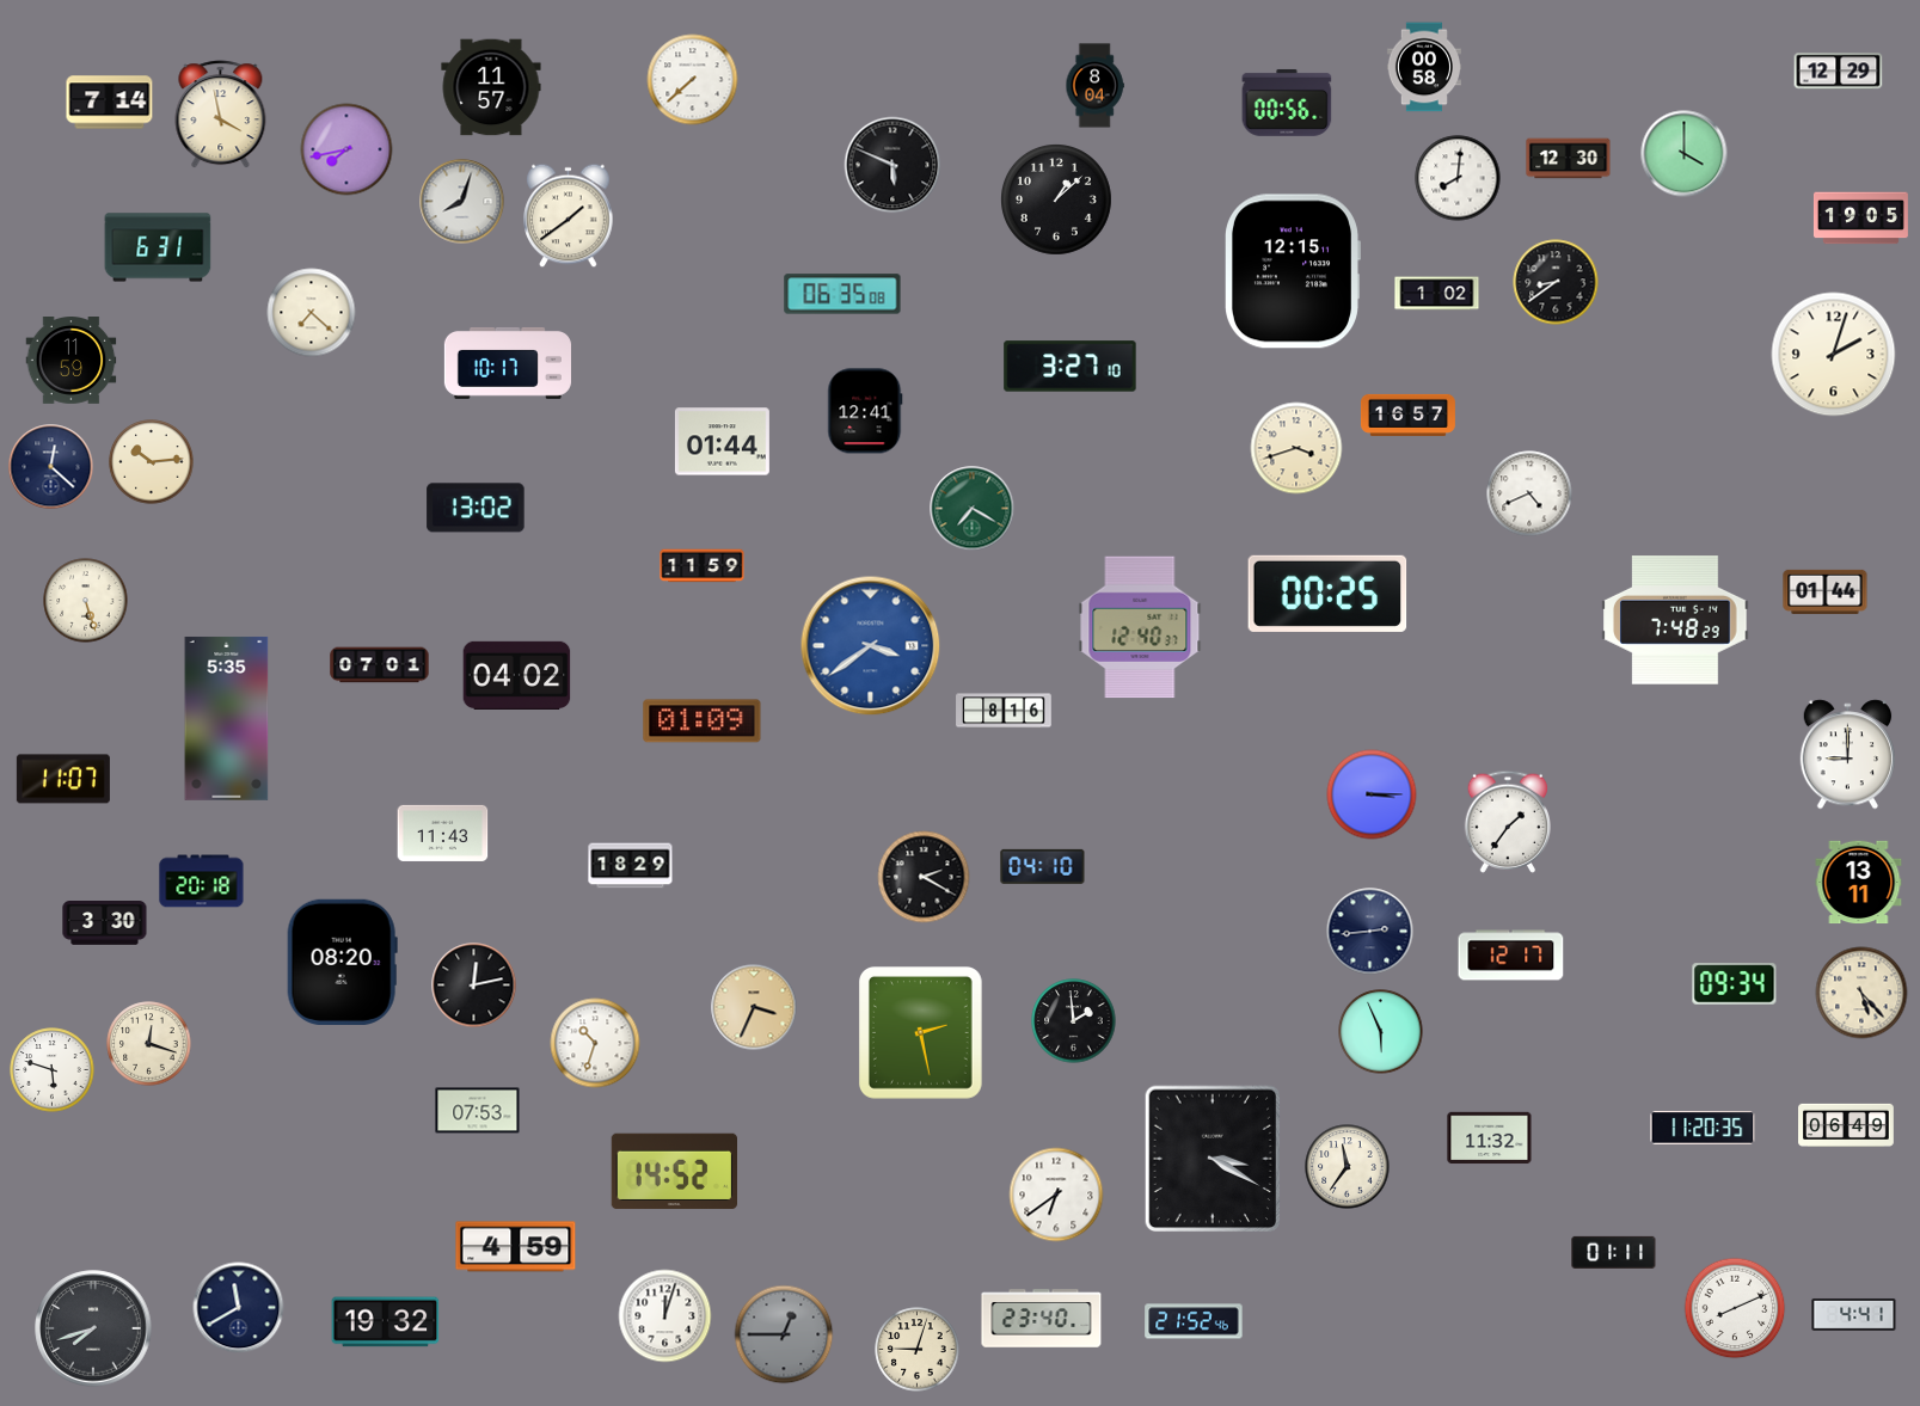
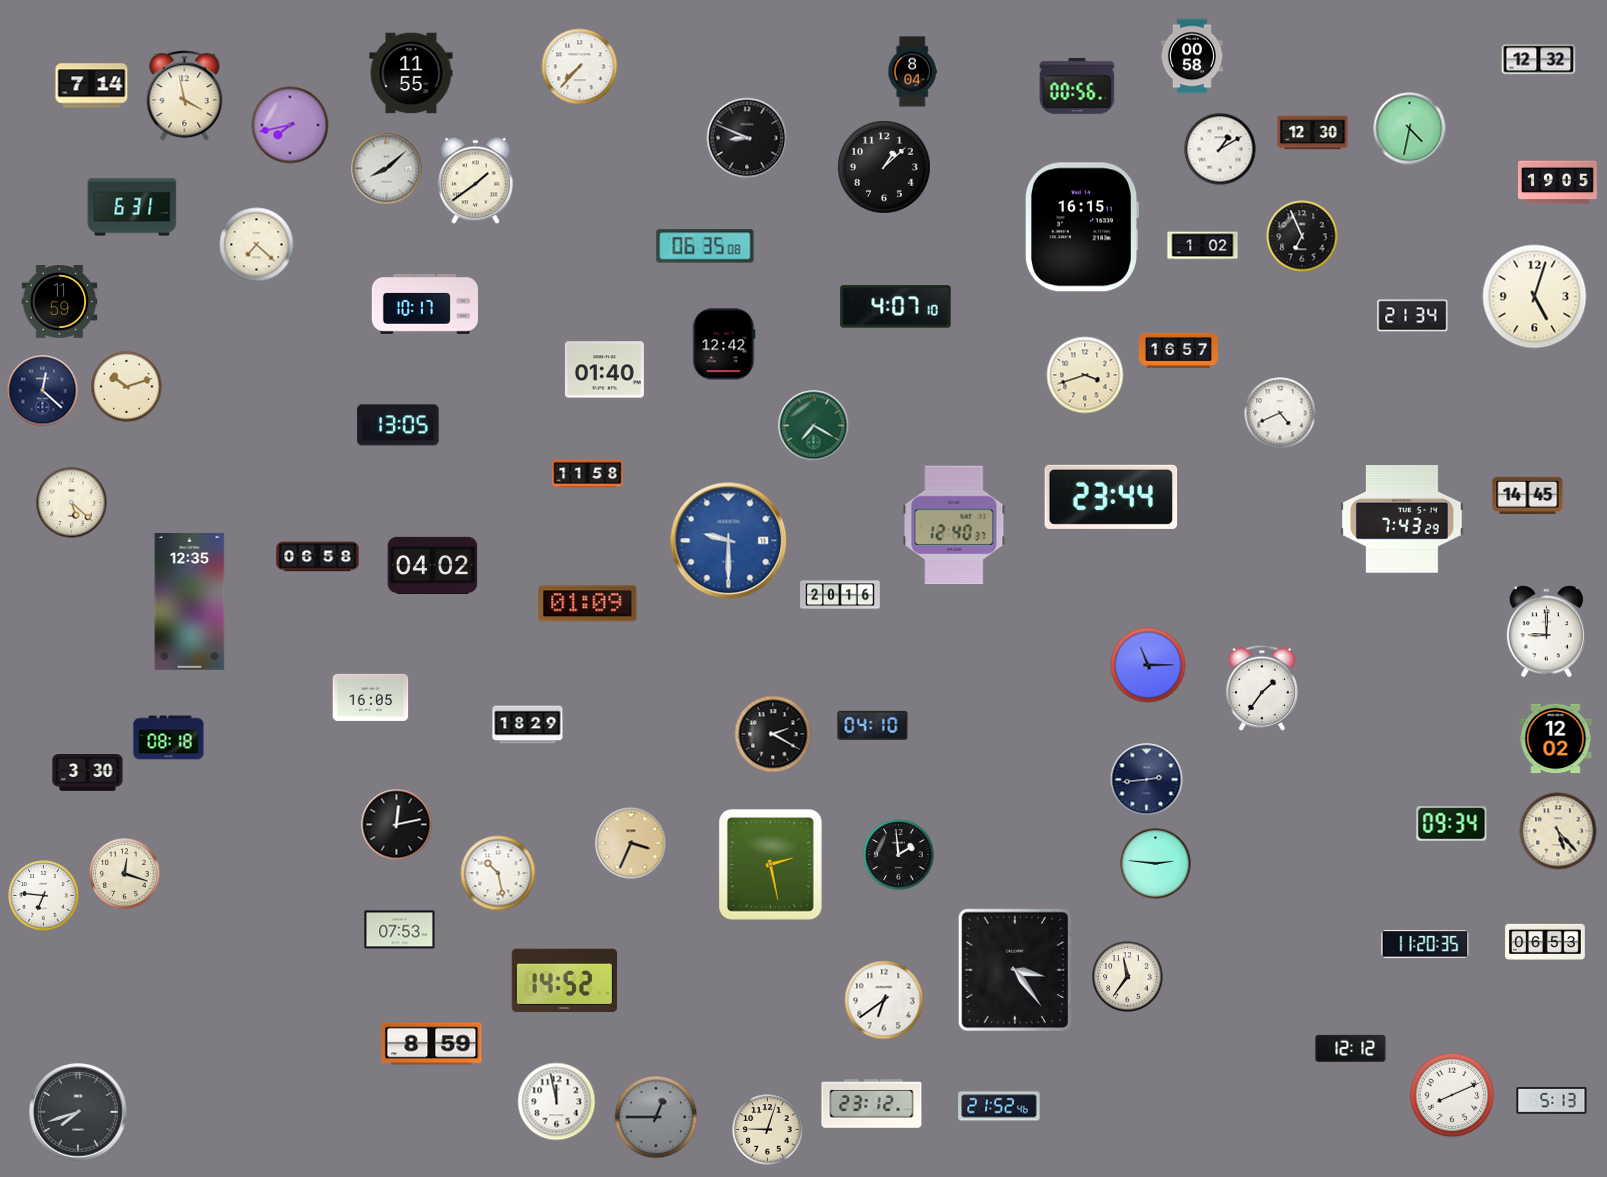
clock at (1839, 72): 12:29 -> 12:32
clock at (693, 80): 7:38 -> 7:37
clock at (1094, 86) position: (1094, 86) -> (912, 72)
clock at (491, 87): 11:57 -> 11:55
clock at (1685, 154): 4:00 -> 4:32
clock at (892, 165): 5:49 -> 8:49
clock at (1458, 178): 8:01 -> 1:10
clock at (462, 202): 8:03 -> 8:08
clock at (1293, 271): 12:15 -> 16:15
clock at (1556, 282): 8:39 -> 6:56
clock at (312, 313) position: (312, 313) -> (257, 245)
clock at (1834, 355): 2:03 -> 5:03
clock at (1071, 367): 3:27 -> 4:07
clock at (1413, 316): none -> 21:34
clock at (865, 411): 12:41 -> 12:42
clock at (1407, 415) position: (1407, 415) -> (1178, 350)
clock at (722, 442): 01:44 -> 01:40
clock at (152, 462): 10:14 -> 10:12
clock at (476, 508): 13:02 -> 13:05
clock at (703, 566): 11:59 -> 11:58
clock at (1826, 591): 01:44 -> 14:45
clock at (1327, 594): 00:25 -> 23:44
clock at (86, 601): 5:27 -> 5:22
clock at (1675, 621): 7:48 -> 7:43
clock at (871, 646): 3:39 -> 9:30
clock at (380, 665): 07:01 -> 06:58
clock at (1004, 711): 8:16 -> 20:16
clock at (227, 718): 5:35 -> 12:35
clock at (63, 779): 11:07 -> none
clock at (1372, 794): 3:15 -> 11:15
clock at (443, 833): 11:43 -> 16:05
clock at (202, 882): 20:18 -> 08:18
clock at (1859, 883): 13:11 -> 12:02
clock at (1511, 956): 12:17 -> none
clock at (342, 962): 08:20 -> none
clock at (1381, 1032): 5:56 -> 2:46
clock at (595, 1043): 10:33 -> 10:28
clock at (53, 1070): 5:48 -> 6:46
clock at (1846, 1125): 06:49 -> 06:53
clock at (1490, 1138): 11:32 -> none
clock at (1213, 1159): 3:20 -> 3:24
clock at (516, 1247): 4:59 -> 8:59
clock at (1614, 1252): 01:11 -> 12:12
clock at (239, 1308): 11:40 -> none
clock at (1854, 1314): 4:41 -> 5:13
clock at (665, 1316): 12:03 -> 11:58
clock at (1042, 1319): 23:40 -> 23:12
clock at (386, 1322): 19:32 -> none
